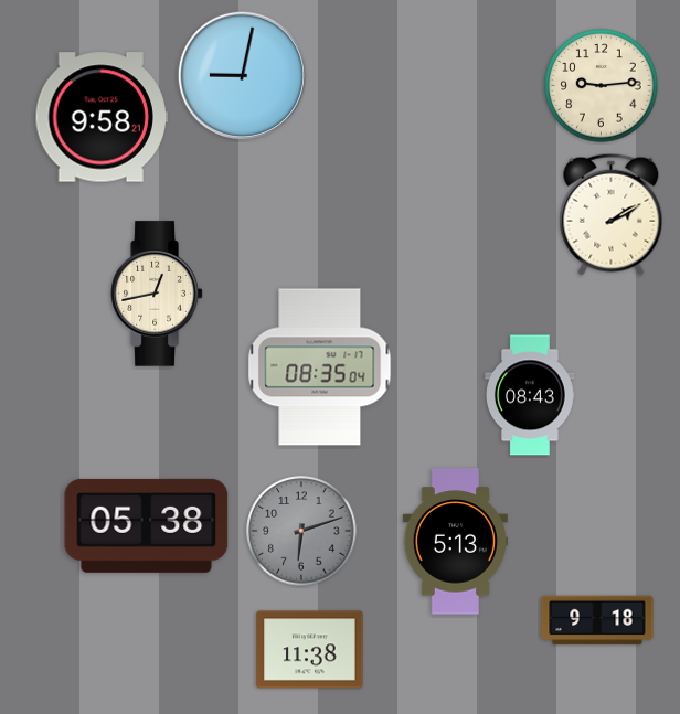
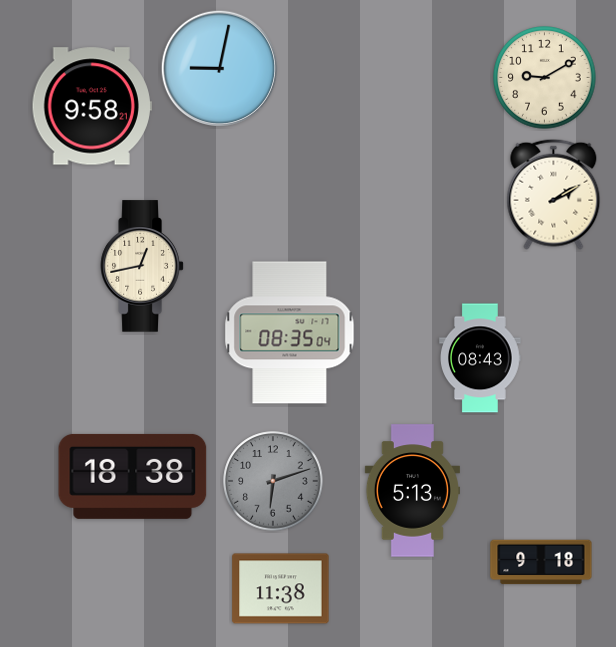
clock at (602, 86): 9:14 -> 9:10
clock at (147, 525): 05:38 -> 18:38
